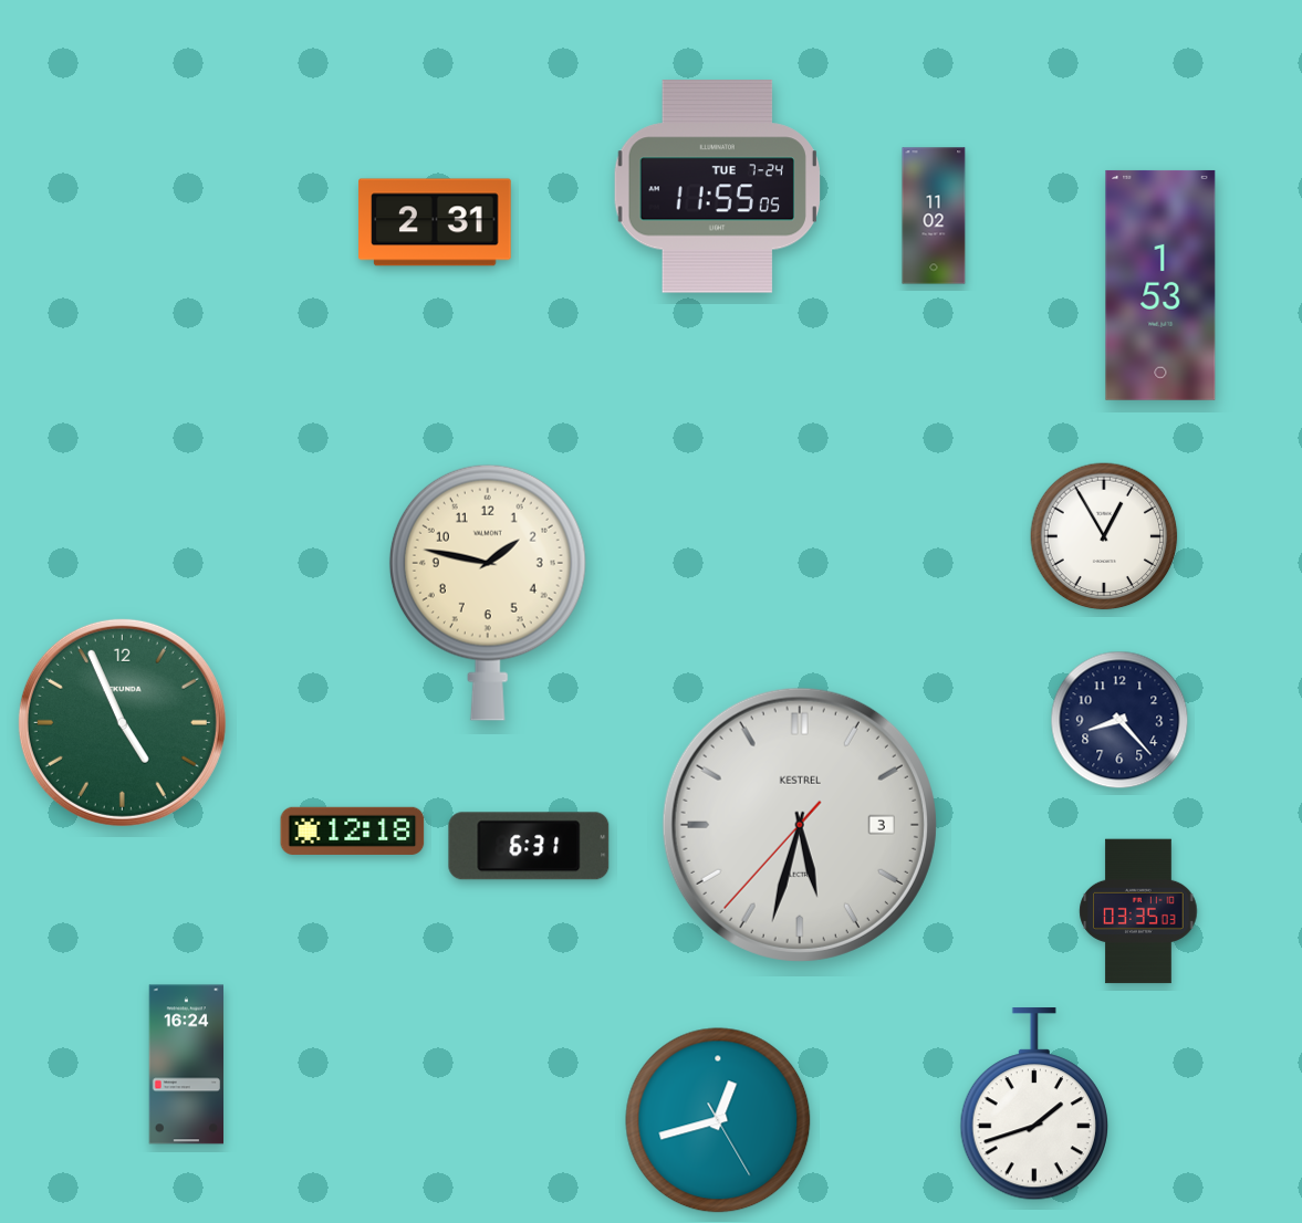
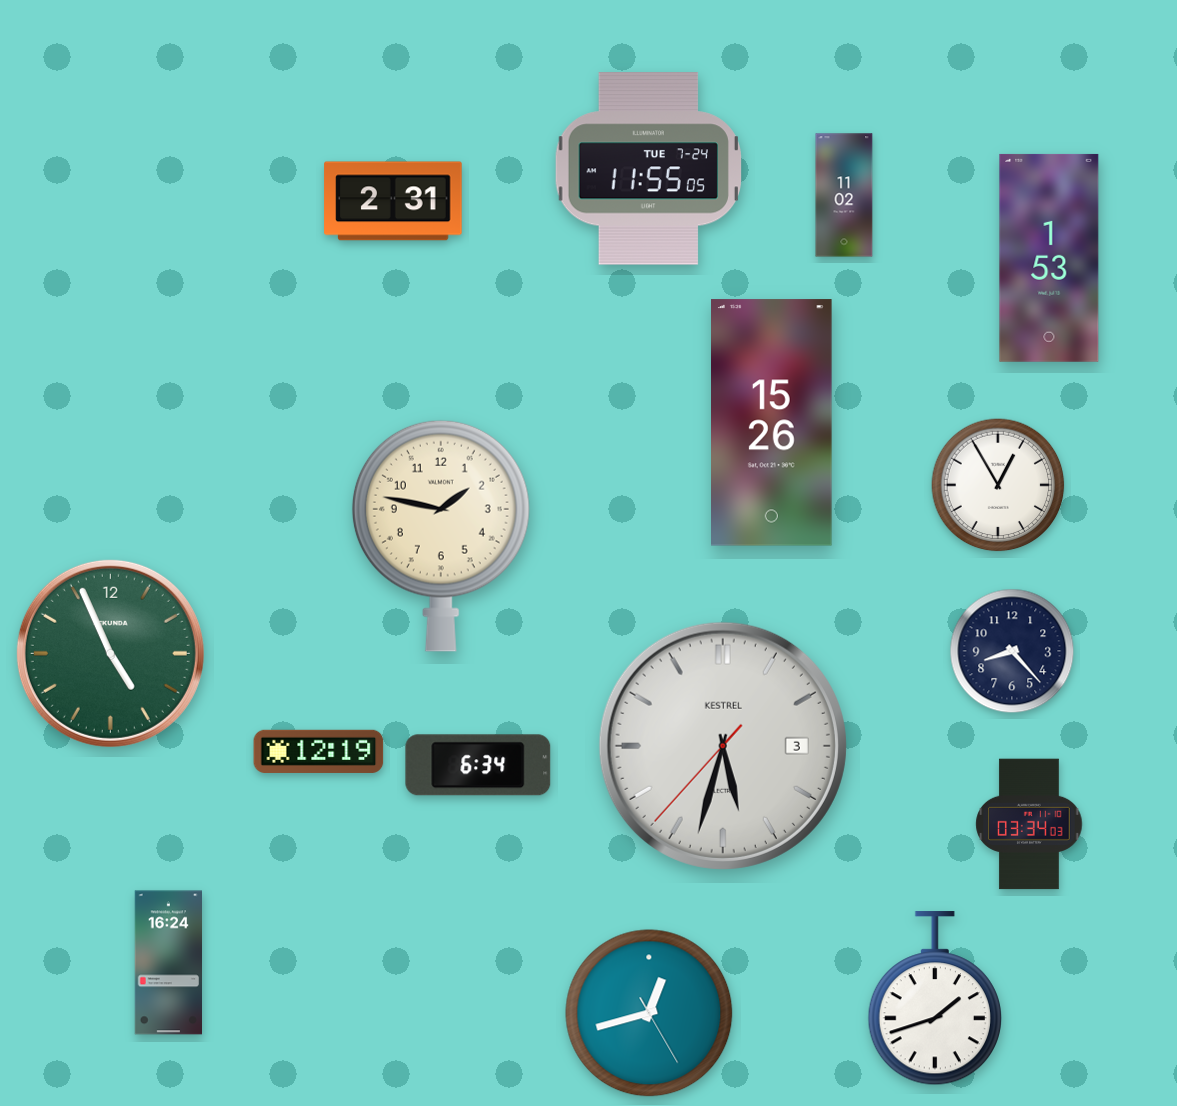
clock at (772, 423): none -> 15:26
clock at (353, 830): 12:18 -> 12:19
clock at (529, 846): 6:31 -> 6:34
clock at (1138, 911): 03:35 -> 03:34
